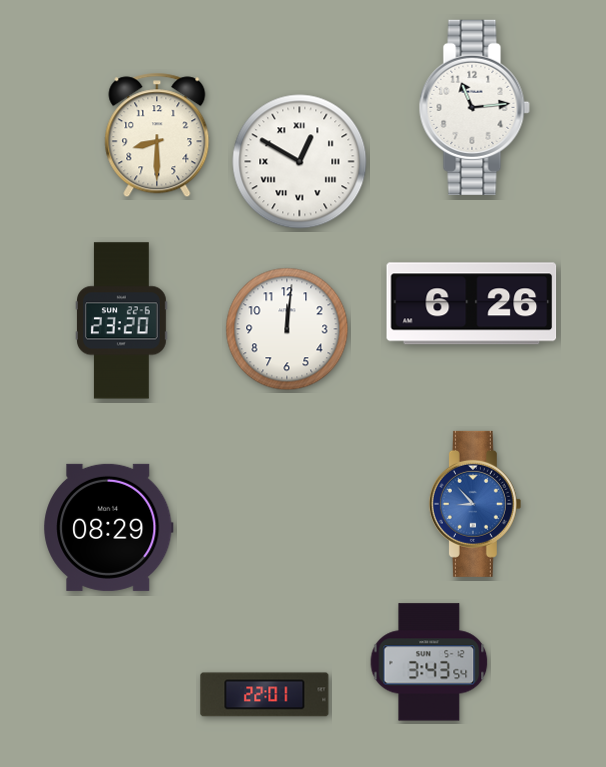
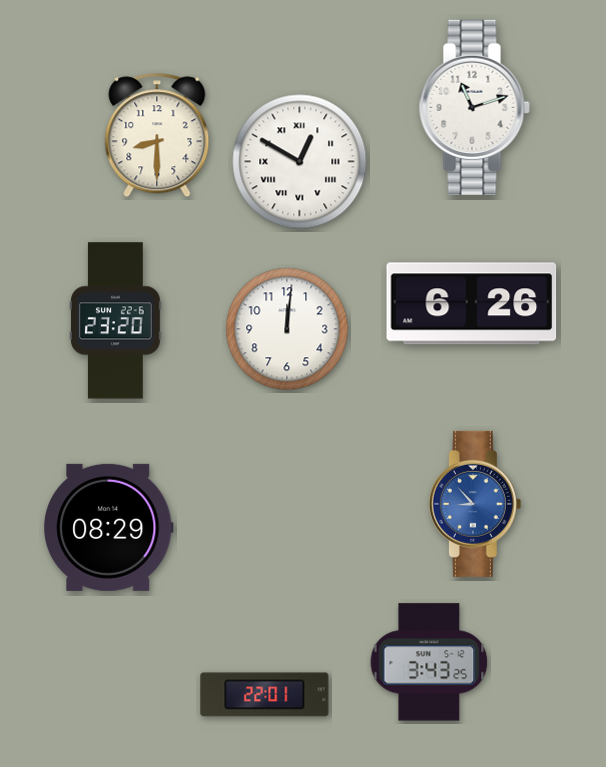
clock at (474, 107): 11:14 -> 11:12
clock at (122, 321) position: (122, 321) -> (116, 321)
clock at (429, 662): 3:43:54 -> 3:43:25
